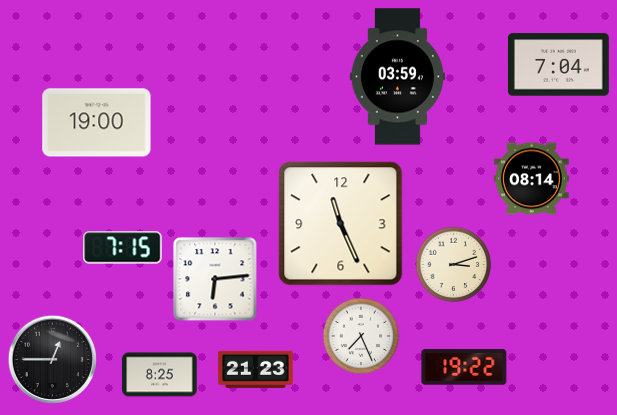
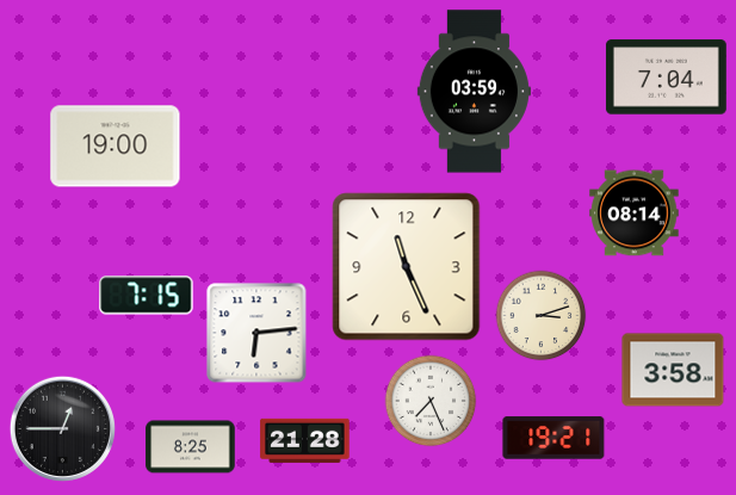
clock at (673, 370): none -> 3:58
clock at (464, 367): 19:22 -> 19:21
clock at (256, 369): 21:23 -> 21:28
